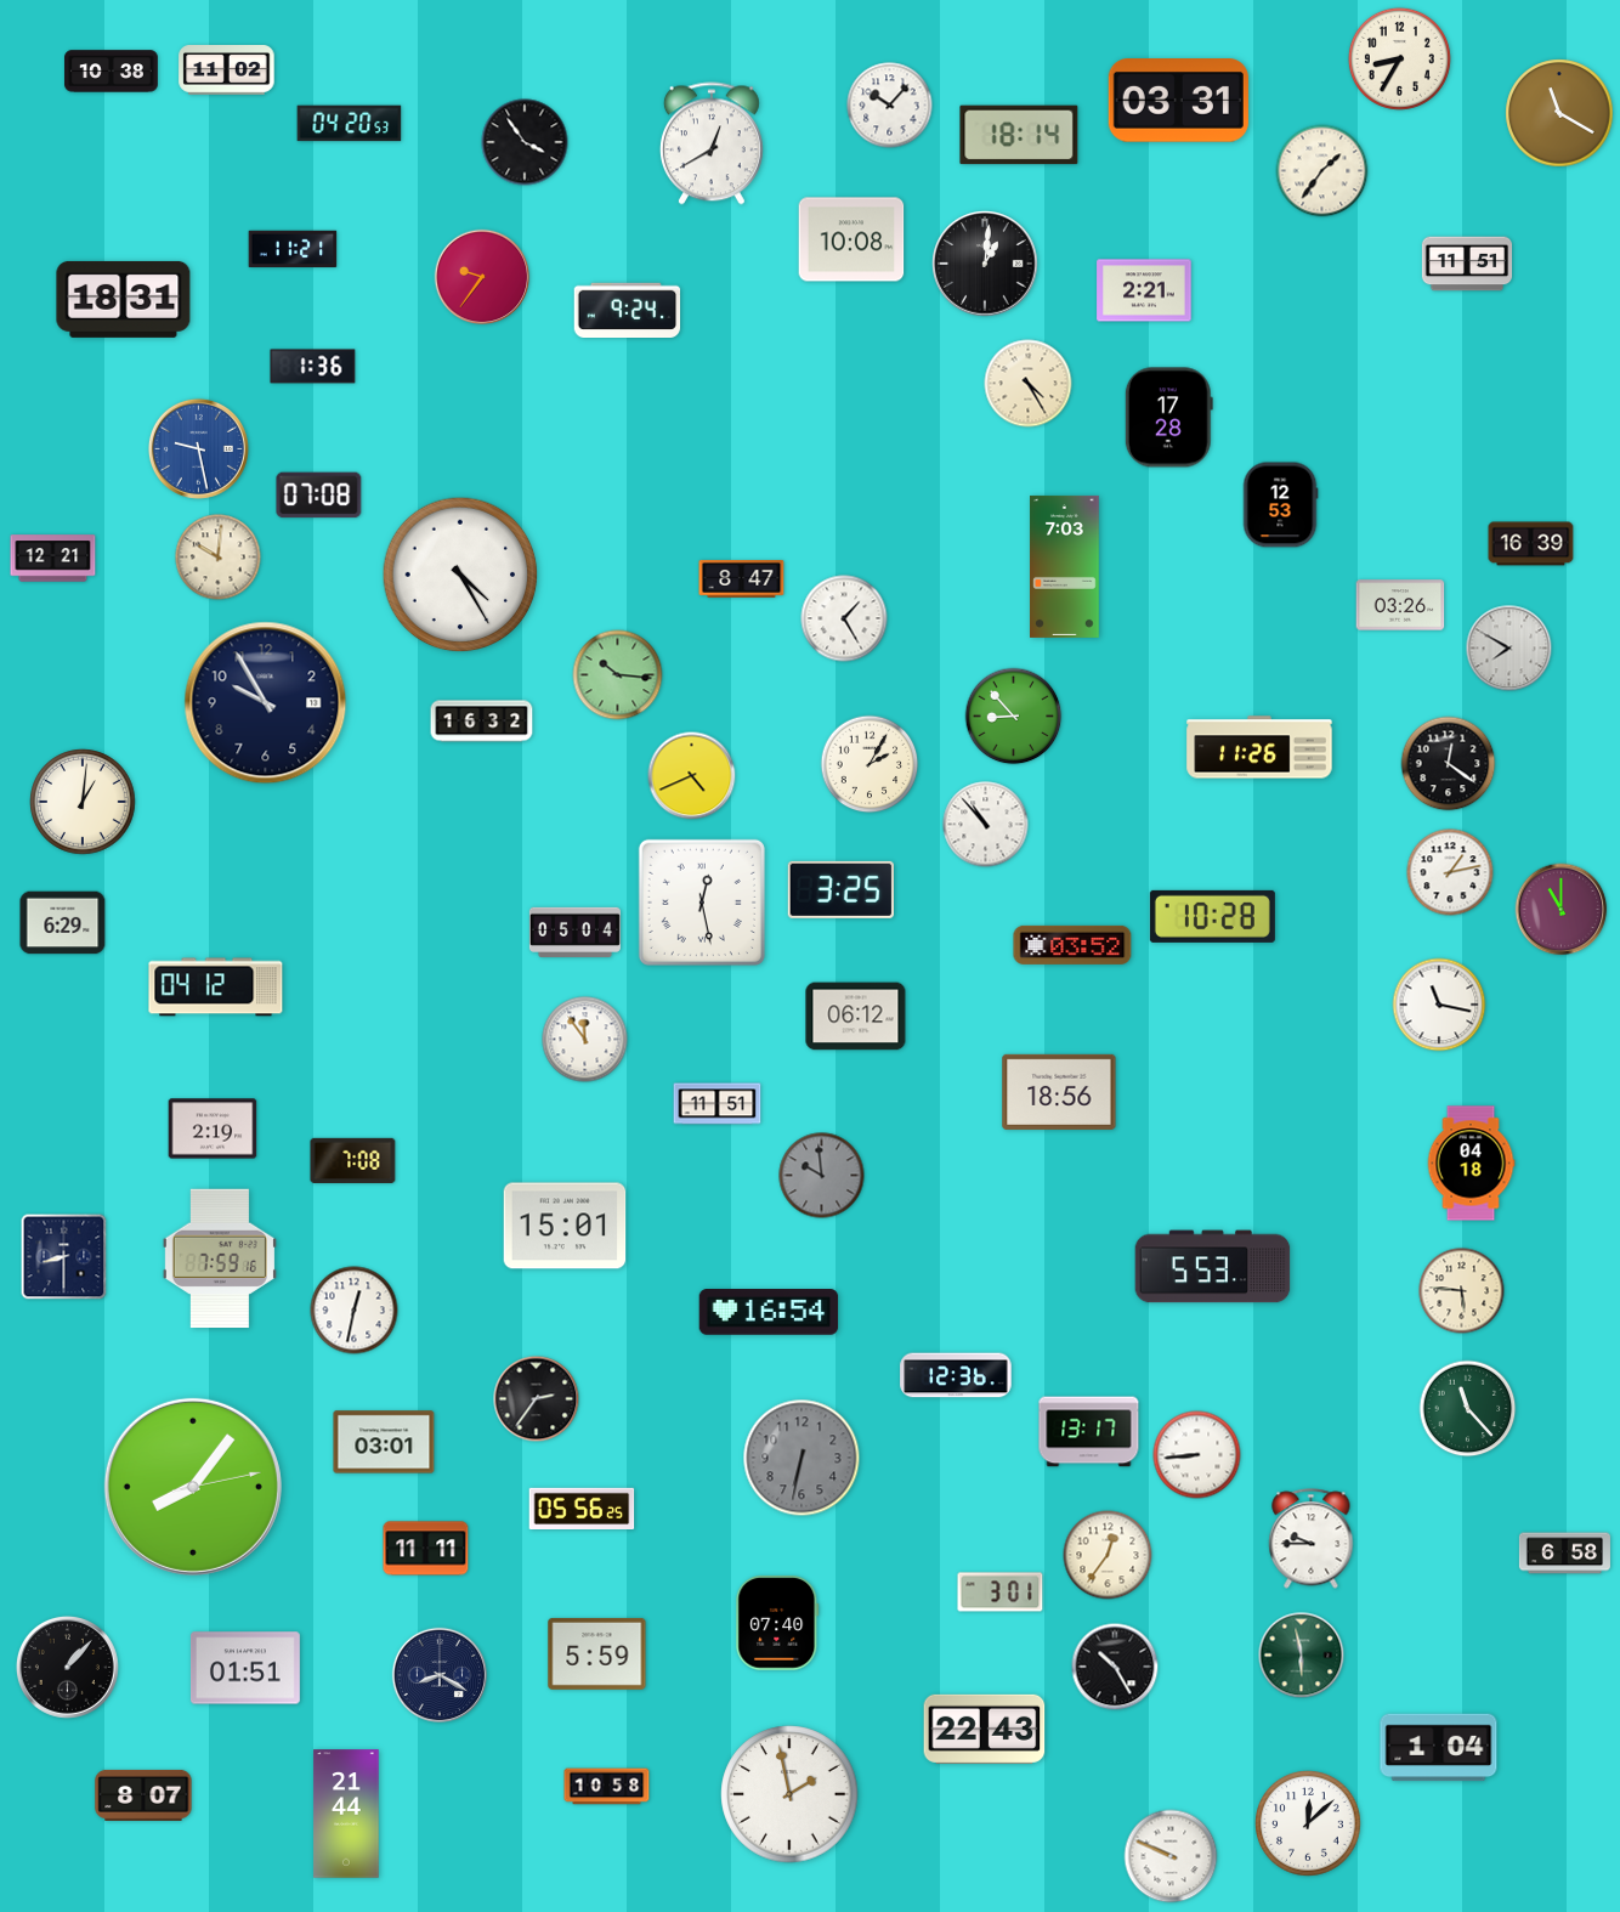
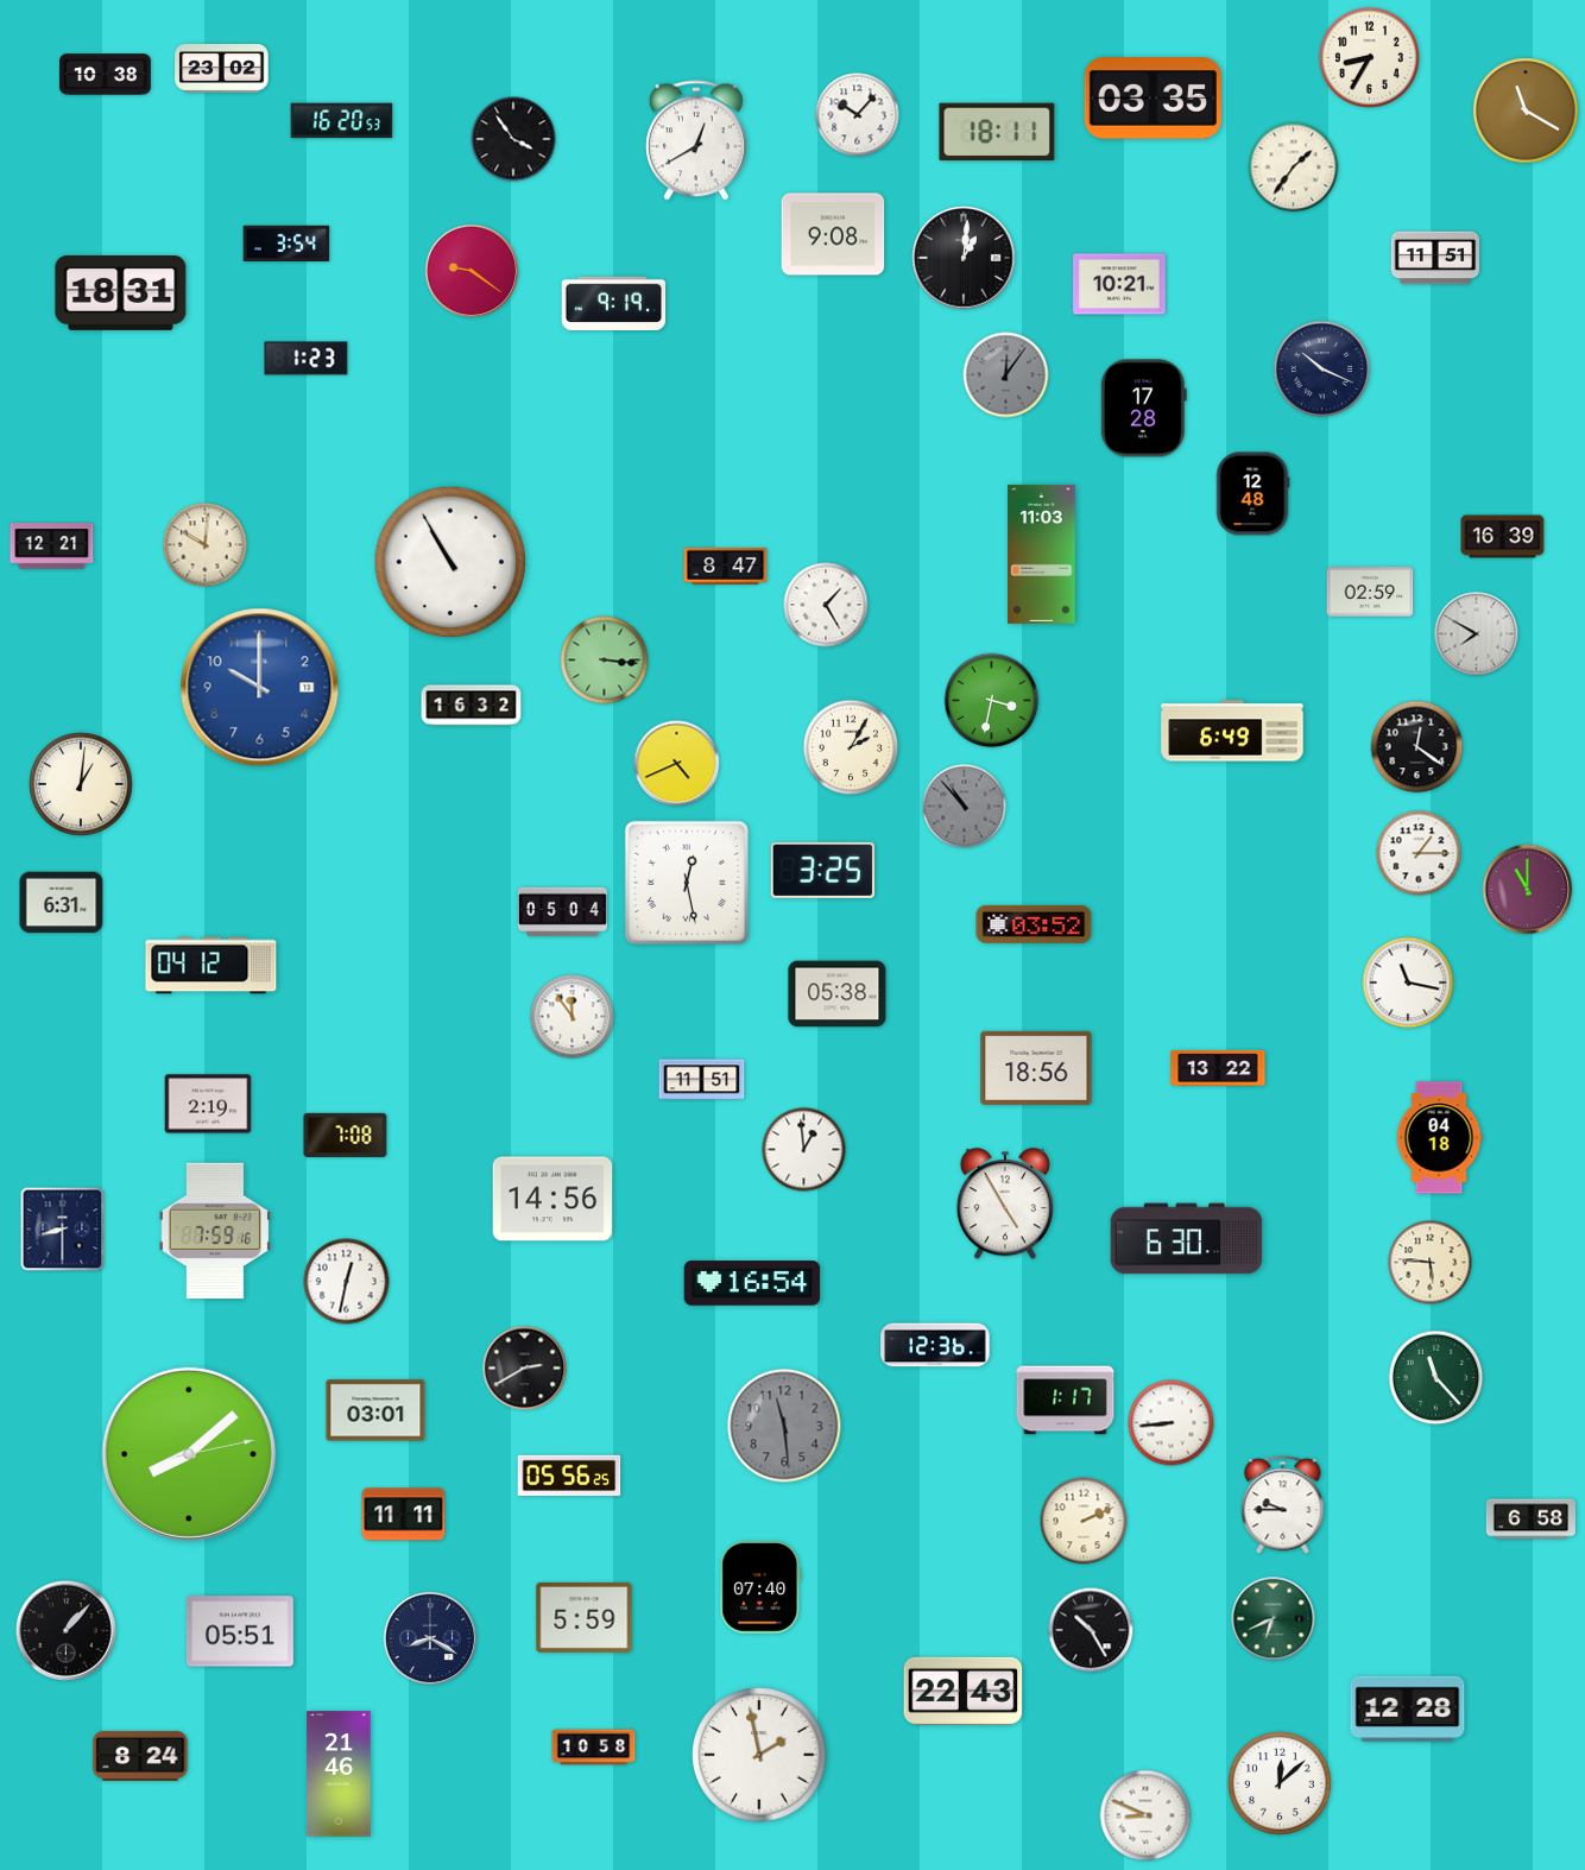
clock at (227, 70): 11:02 -> 23:02
clock at (112, 72) position: (112, 72) -> (106, 75)
clock at (1178, 101): 03:31 -> 03:35
clock at (890, 106) position: (890, 106) -> (858, 115)
clock at (350, 124): 04:20 -> 16:20
clock at (1019, 135): 18:14 -> 18:11
clock at (851, 239): 10:08 -> 9:08
clock at (293, 249): 11:21 -> 3:54
clock at (482, 277): 9:36 -> 9:21
clock at (1144, 290): 2:21 -> 10:21
clock at (628, 311): 9:24 -> 9:19
clock at (313, 367): 1:36 -> 1:23
clock at (1322, 369): none -> 10:19
clock at (1029, 384): 4:25 -> 12:06
clock at (1029, 384) dial: cream -> grey
clock at (198, 448): 9:28 -> none
clock at (319, 496): 07:08 -> none
clock at (1280, 505): 12:53 -> 12:48
clock at (1531, 544) position: (1531, 544) -> (1503, 537)
clock at (219, 558) position: (219, 558) -> (206, 545)
clock at (1065, 566): 7:03 -> 11:03
clock at (460, 575): 4:25 -> 10:55
clock at (1400, 605): 03:26 -> 02:59
clock at (618, 675): 10:16 -> 3:16
clock at (266, 703): 9:55 -> 10:00
clock at (266, 703) dial: navy -> blue
clock at (1014, 717): 8:53 -> 3:32
clock at (1259, 747): 11:26 -> 6:49
clock at (692, 776) position: (692, 776) -> (677, 764)
clock at (986, 825) dial: white -> grey
clock at (1450, 872): 1:13 -> 1:15
clock at (1212, 916): 10:28 -> none
clock at (63, 923): 6:29 -> 6:31
clock at (1072, 945) position: (1072, 945) -> (1034, 924)
clock at (856, 1017): 06:12 -> 05:38
clock at (1218, 1068): none -> 13:22
clock at (822, 1176): 9:59 -> 12:59
clock at (822, 1176) dial: grey -> white
clock at (565, 1226): 15:01 -> 14:56
clock at (1005, 1205): none -> 4:55
clock at (1213, 1267): 5:53 -> 6:30
clock at (537, 1399): 2:36 -> 2:40
clock at (1089, 1432): 13:17 -> 1:17
clock at (801, 1458): 6:32 -> 11:29
clock at (193, 1487): 8:06 -> 8:08
clock at (426, 1549) position: (426, 1549) -> (404, 1515)
clock at (1108, 1555): 12:36 -> 2:11
clock at (1001, 1593): 3:01 -> none
clock at (1302, 1656): 5:58 -> 6:41
clock at (245, 1668): 01:51 -> 05:51
clock at (1439, 1748): 1:04 -> 12:28
clock at (789, 1794) position: (789, 1794) -> (759, 1755)
clock at (143, 1795): 8:07 -> 8:24
clock at (346, 1814): 21:44 -> 21:46
clock at (1171, 1856): 9:49 -> 8:49
